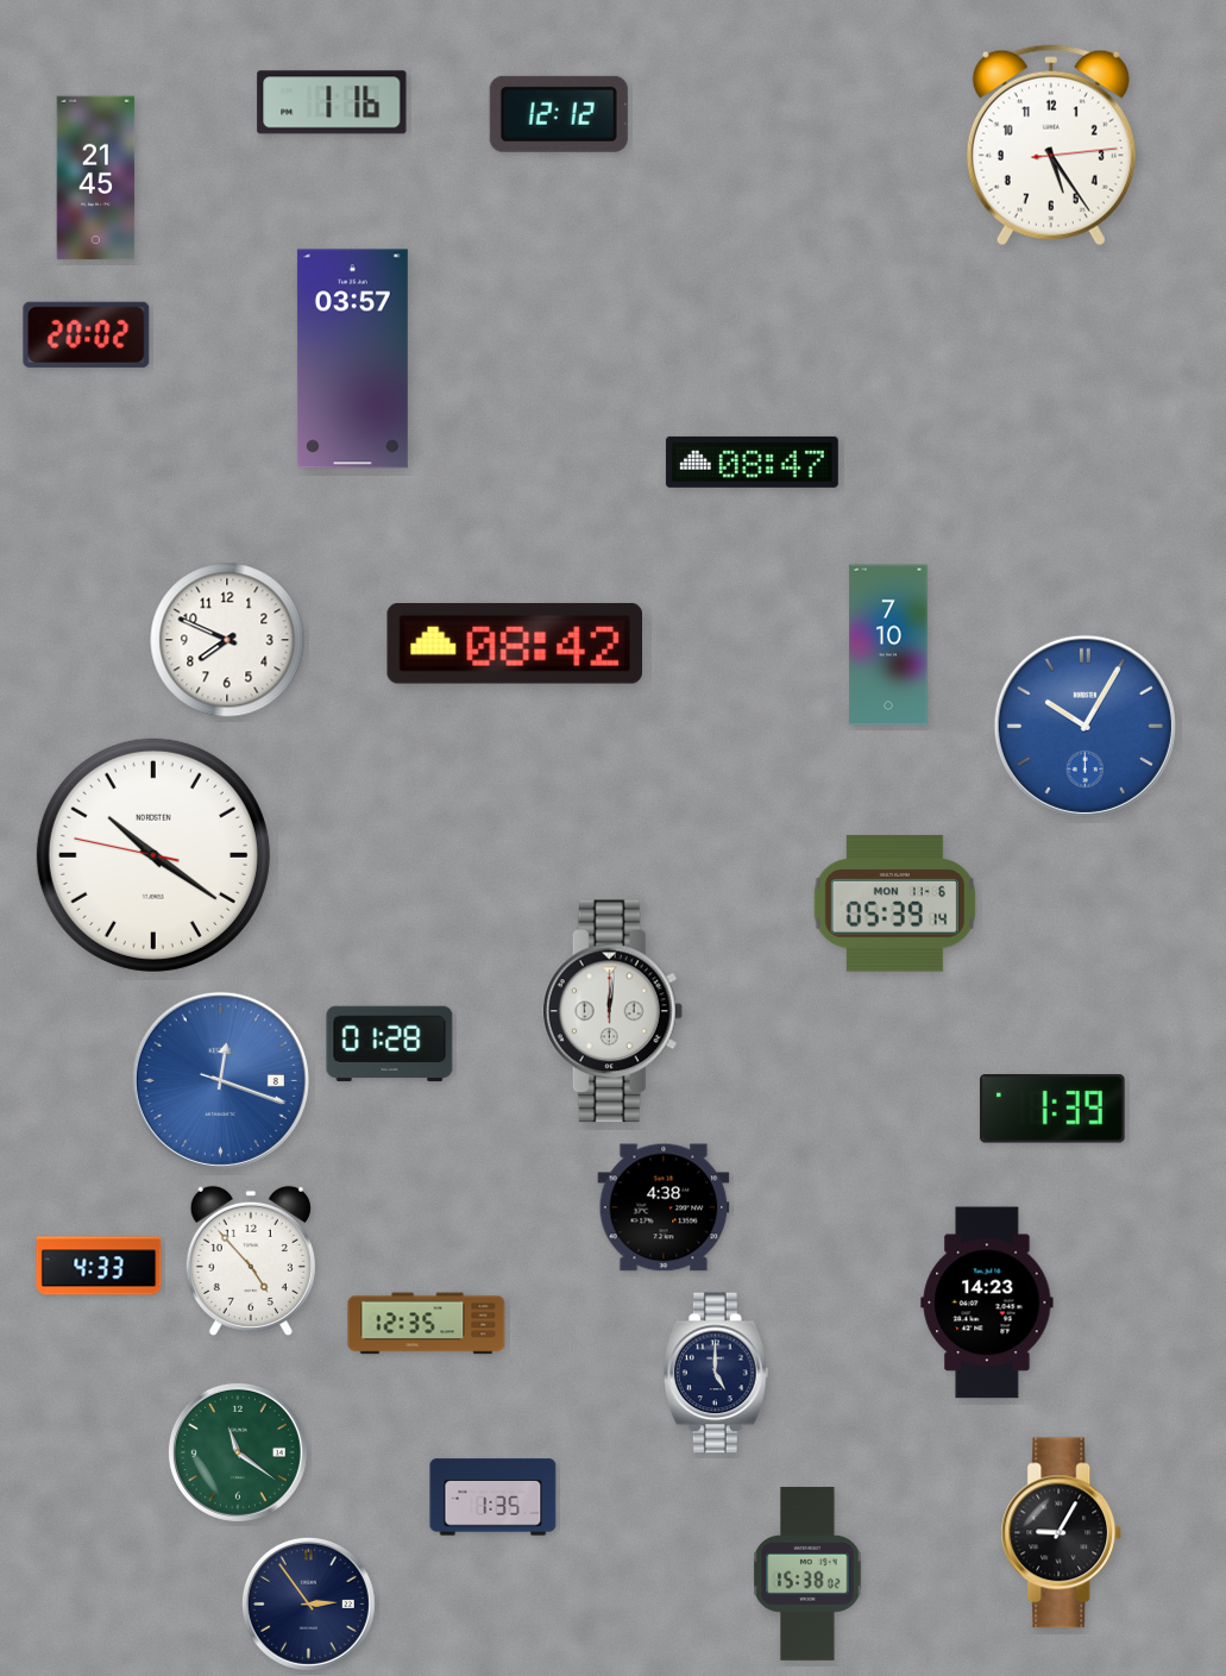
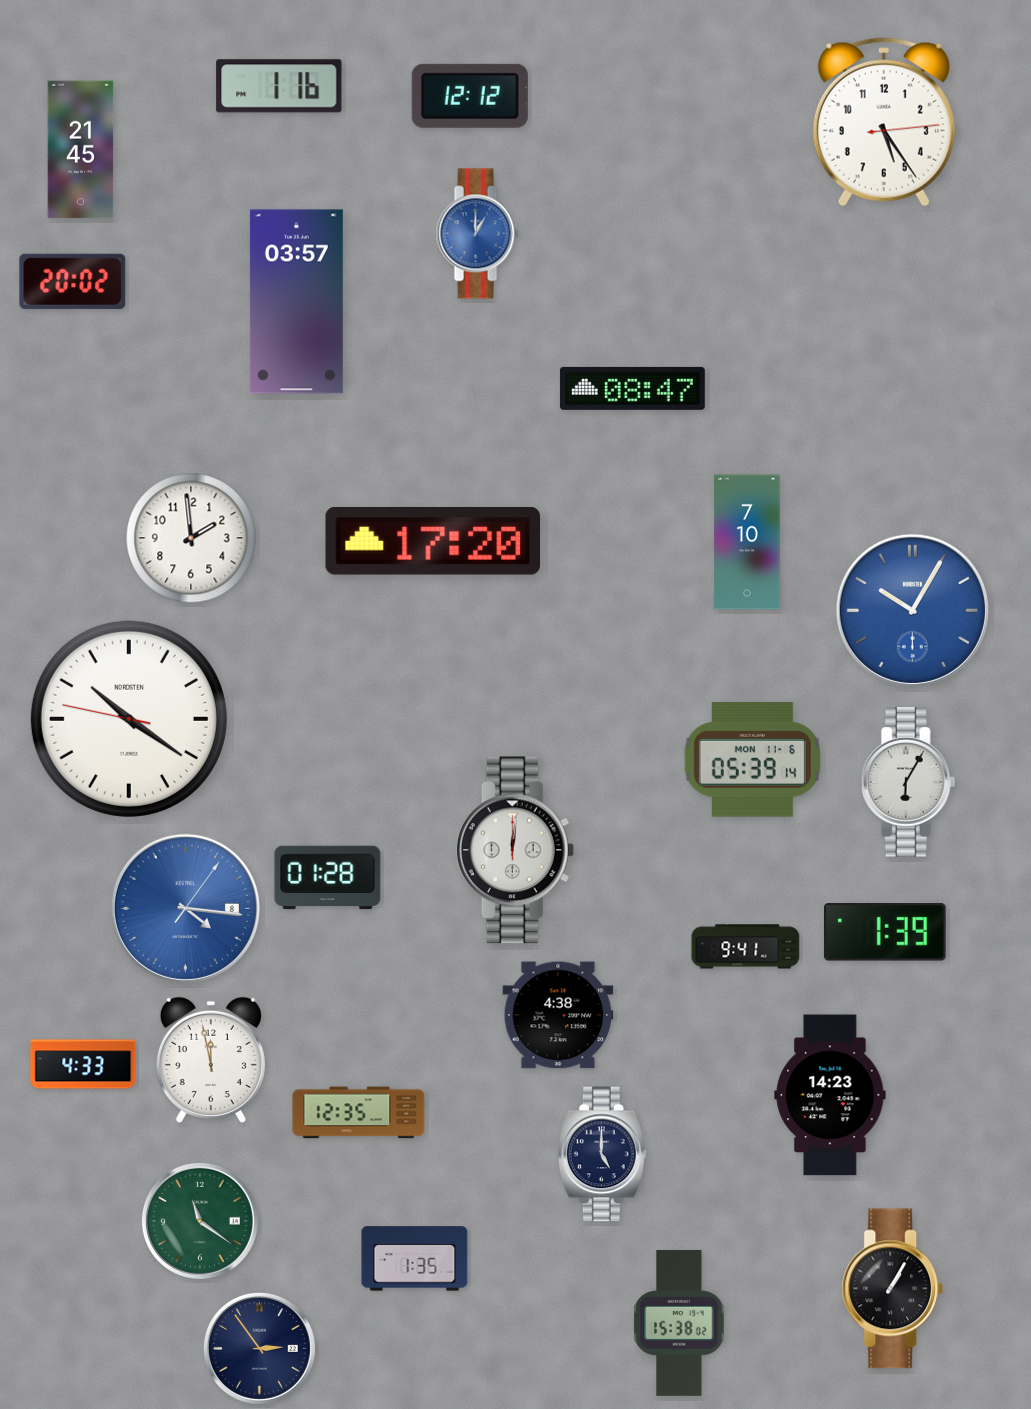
clock at (477, 234): none -> 1:00
clock at (227, 640): 7:49 -> 1:59
clock at (514, 644): 08:42 -> 17:20
clock at (908, 782): none -> 6:05
clock at (220, 1080): 12:18 -> 4:16
clock at (746, 947): none -> 9:41
clock at (251, 1261): 4:53 -> 11:58
clock at (1062, 1533): 9:05 -> 1:05
